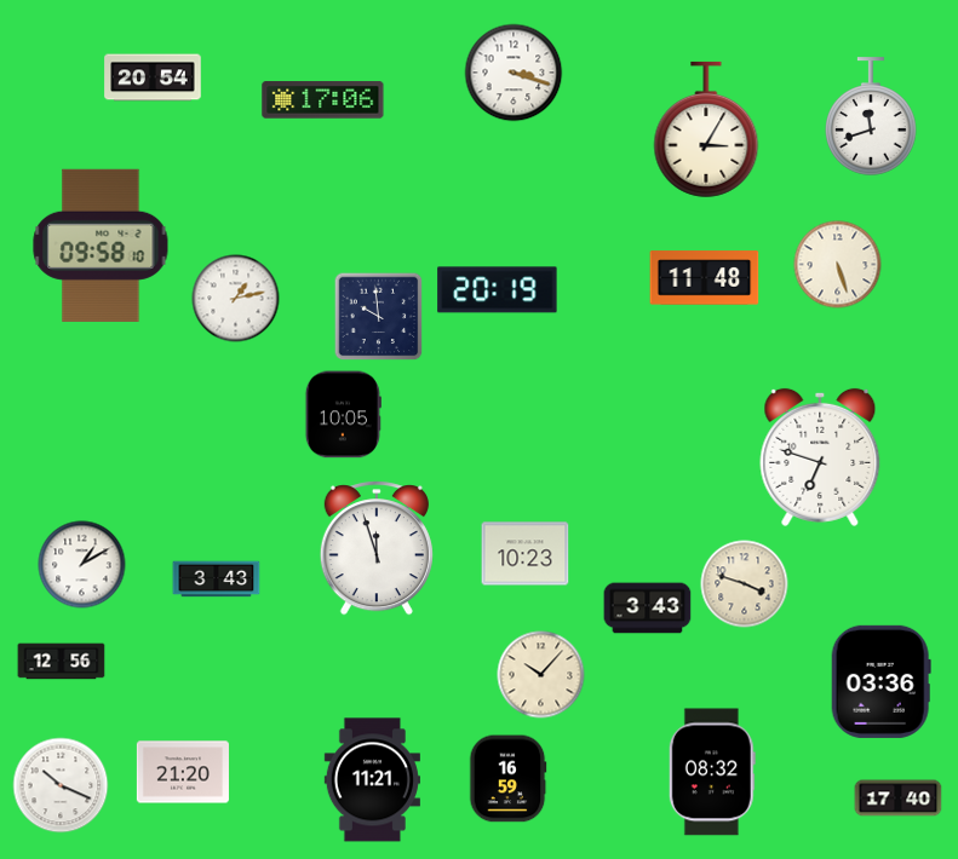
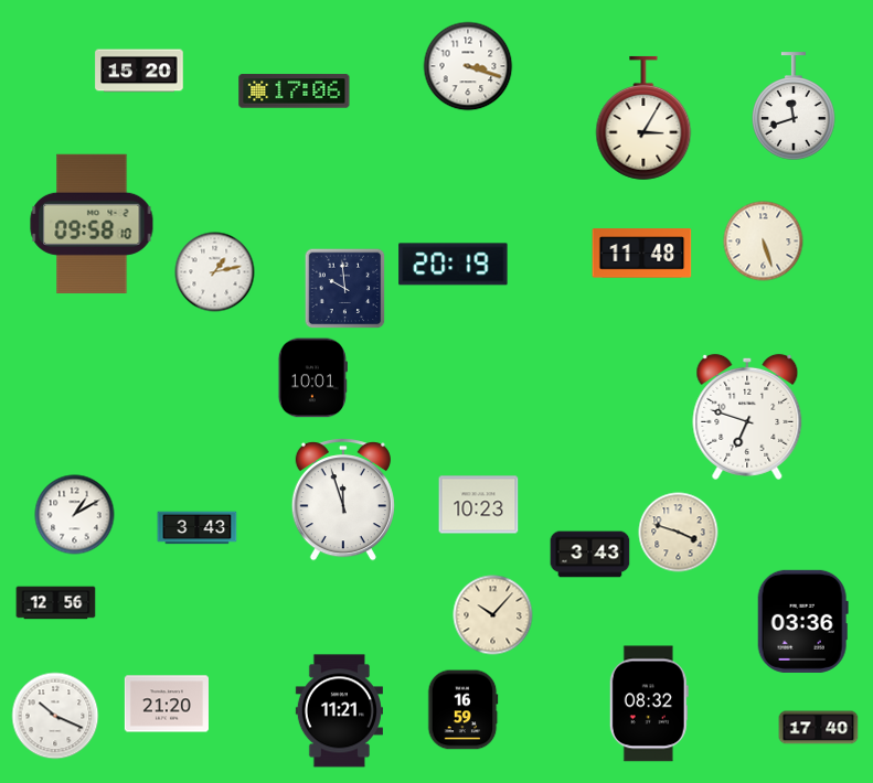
clock at (153, 77): 20:54 -> 15:20
clock at (343, 415): 10:05 -> 10:01
